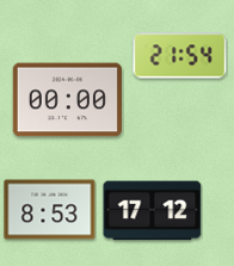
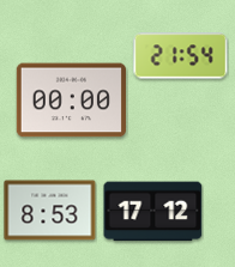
clock at (67, 100) position: (67, 100) -> (71, 101)
